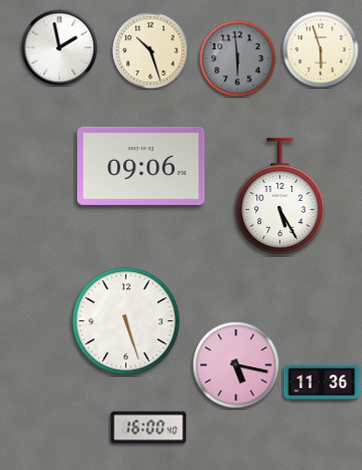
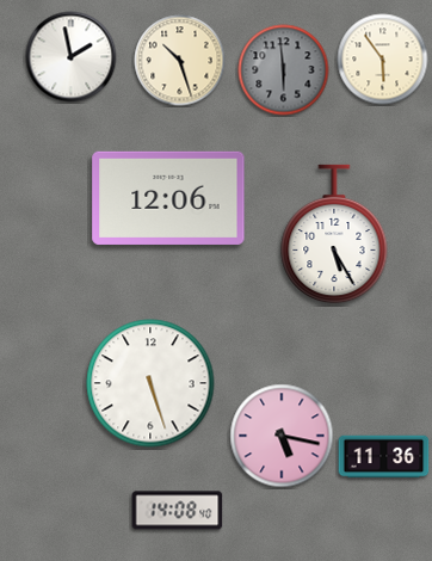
clock at (321, 50): 5:57 -> 5:54
clock at (141, 166): 09:06 -> 12:06
clock at (149, 428): 16:00 -> 14:08
